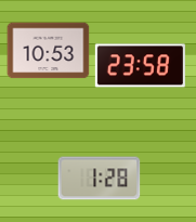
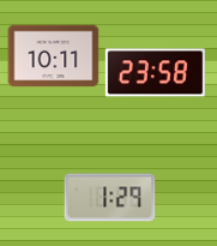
clock at (49, 51): 10:53 -> 10:11
clock at (100, 179): 1:28 -> 1:29
